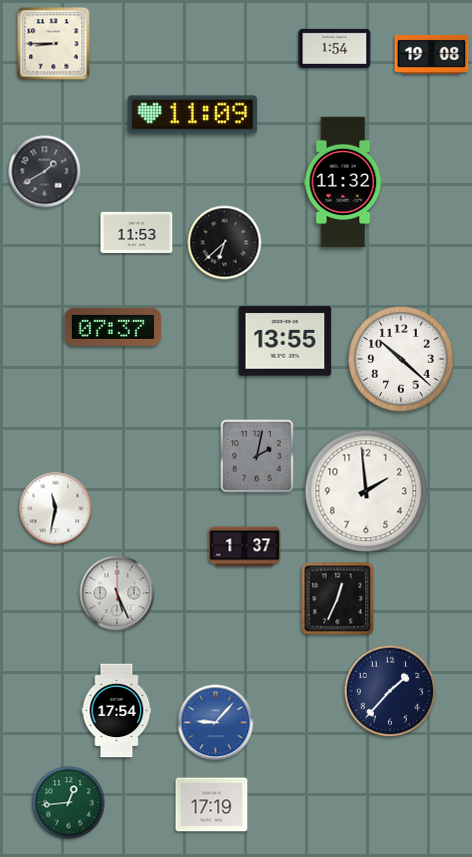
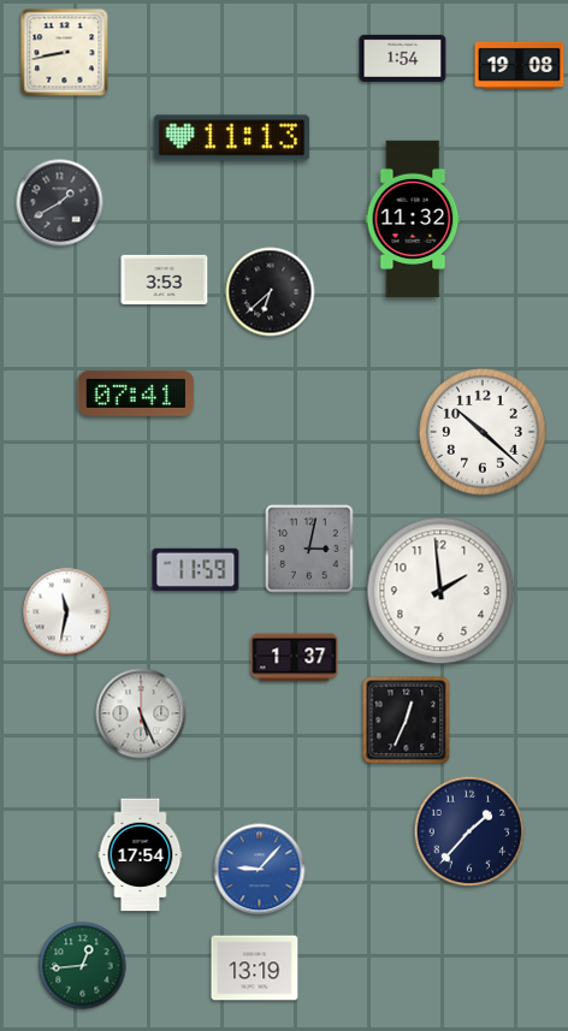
clock at (54, 44): 8:45 -> 8:43
clock at (193, 115): 11:09 -> 11:13
clock at (45, 172) position: (45, 172) -> (60, 203)
clock at (137, 232): 11:53 -> 3:53
clock at (113, 327): 07:37 -> 07:41
clock at (285, 341): 13:55 -> none
clock at (257, 456): 2:02 -> 3:02
clock at (196, 570): none -> 11:59
clock at (212, 805): 17:19 -> 13:19
